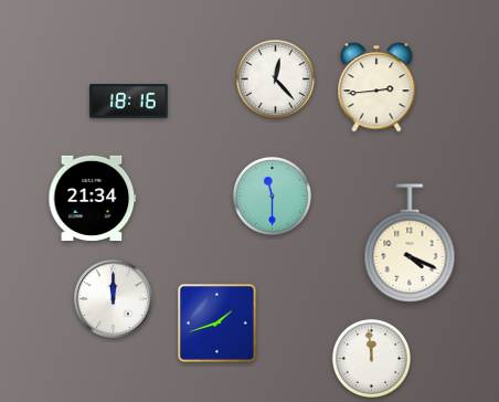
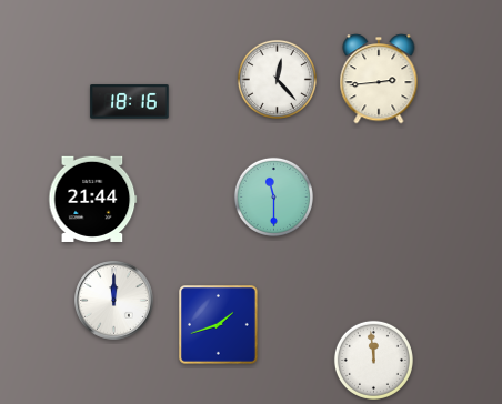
clock at (376, 87) position: (376, 87) -> (379, 79)
clock at (93, 198): 21:34 -> 21:44
clock at (410, 243): 4:19 -> none
